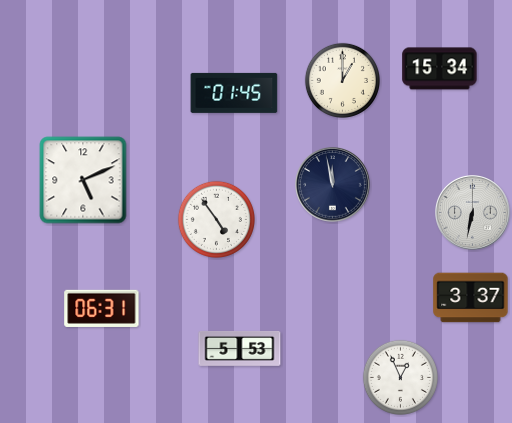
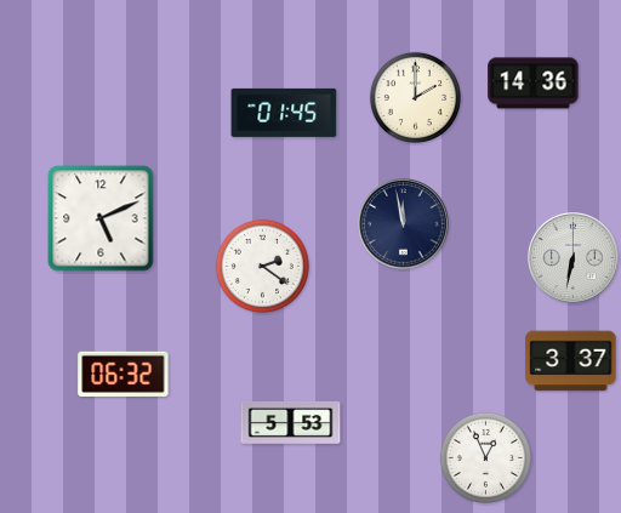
clock at (440, 69): 15:34 -> 14:36
clock at (342, 80): 1:00 -> 2:00
clock at (216, 219): 4:54 -> 2:21
clock at (102, 308): 06:31 -> 06:32
